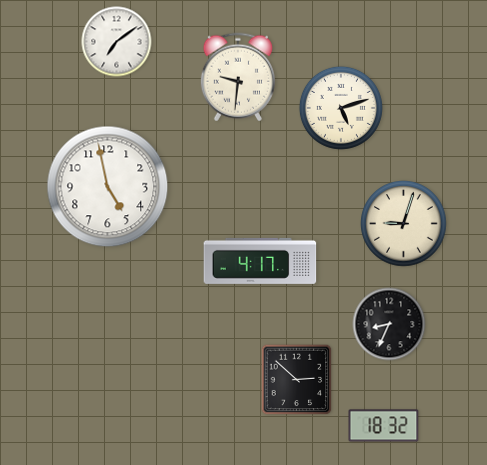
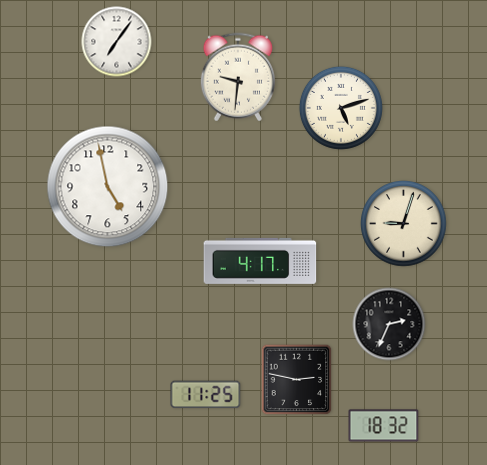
clock at (117, 42): 7:09 -> 7:06
clock at (389, 324): 8:34 -> 2:34
clock at (297, 380): 2:52 -> 2:47
clock at (206, 395): none -> 11:25
